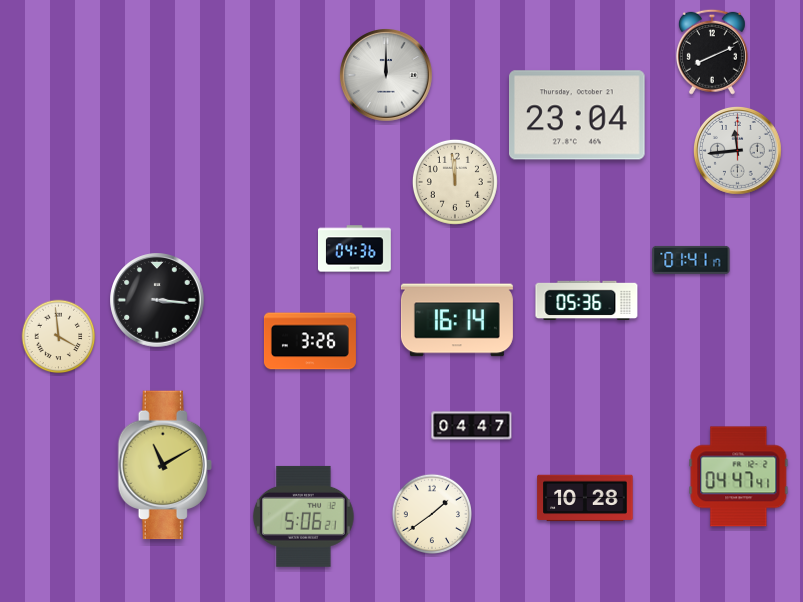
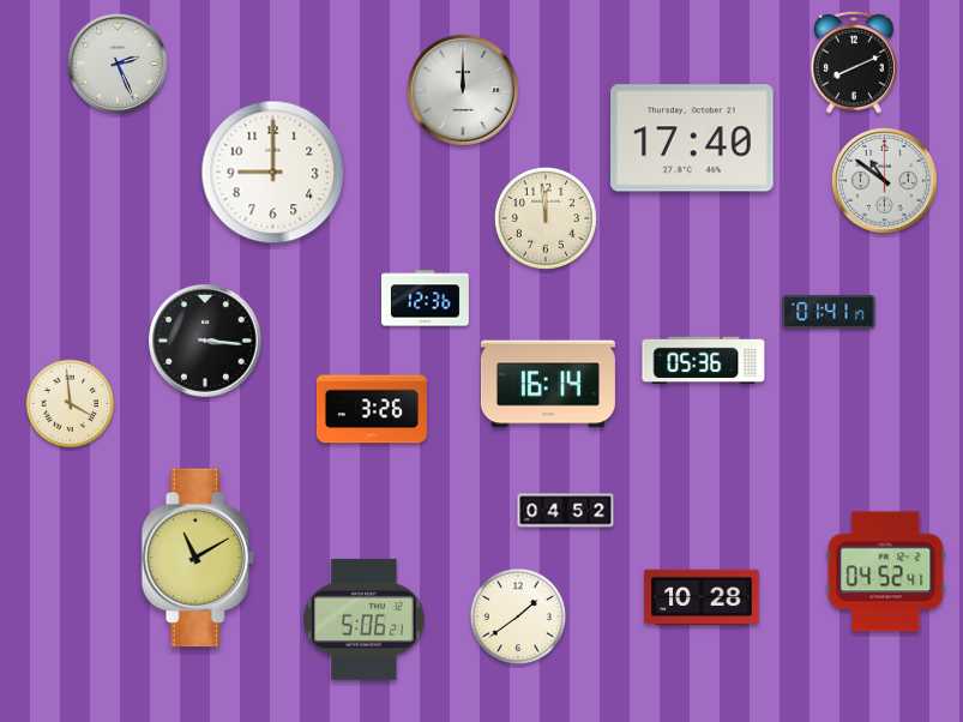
clock at (118, 64): none -> 2:26
clock at (578, 115): 23:04 -> 17:40
clock at (273, 173): none -> 9:00
clock at (738, 151): 11:44 -> 10:51
clock at (355, 249): 04:36 -> 12:36
clock at (157, 300) position: (157, 300) -> (205, 341)
clock at (472, 426): 04:47 -> 04:52
clock at (739, 477): 04:47 -> 04:52
